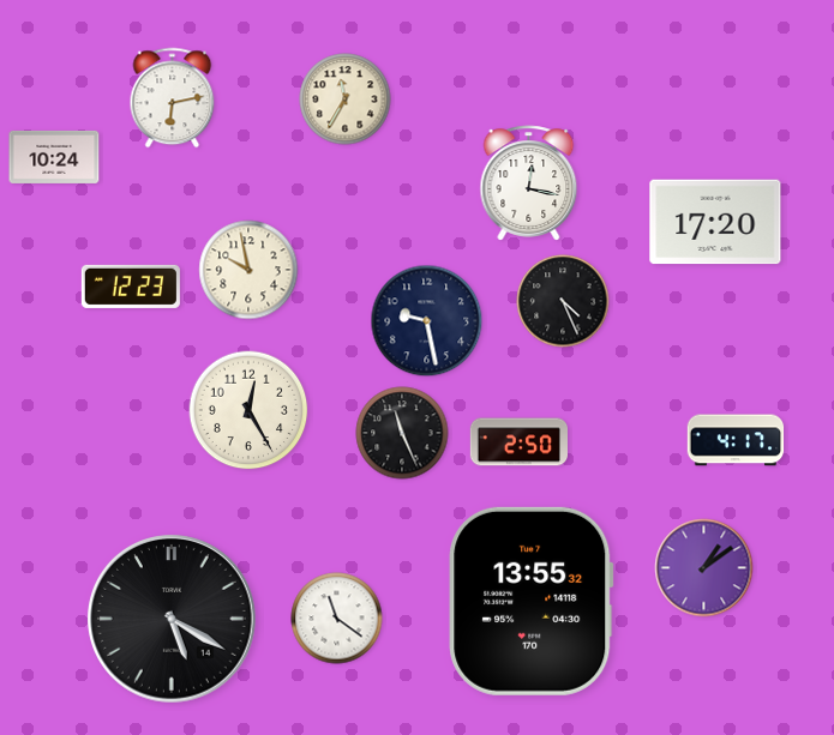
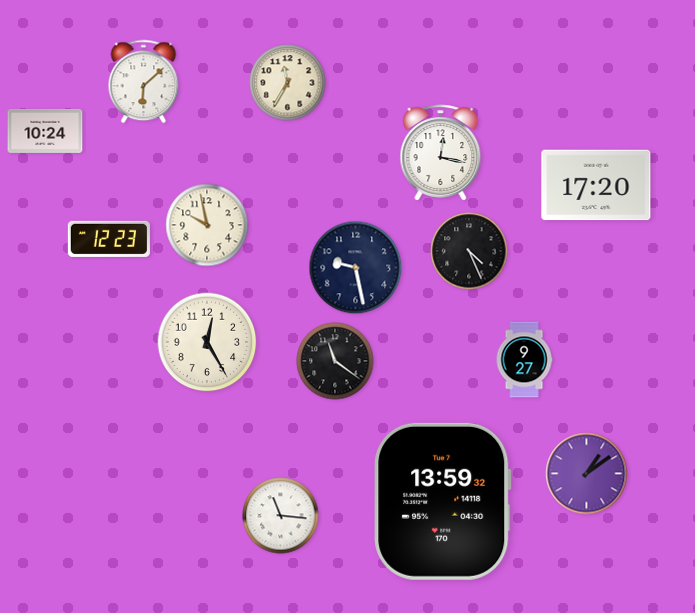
clock at (173, 98): 6:13 -> 6:08
clock at (524, 360): none -> 9:27
clock at (402, 433): 11:26 -> 11:21
clock at (736, 440): 4:17 -> none
clock at (518, 442): 2:50 -> none
clock at (532, 601): 13:55 -> 13:59
clock at (172, 619): 5:20 -> none
clock at (337, 619): 11:21 -> 11:16
